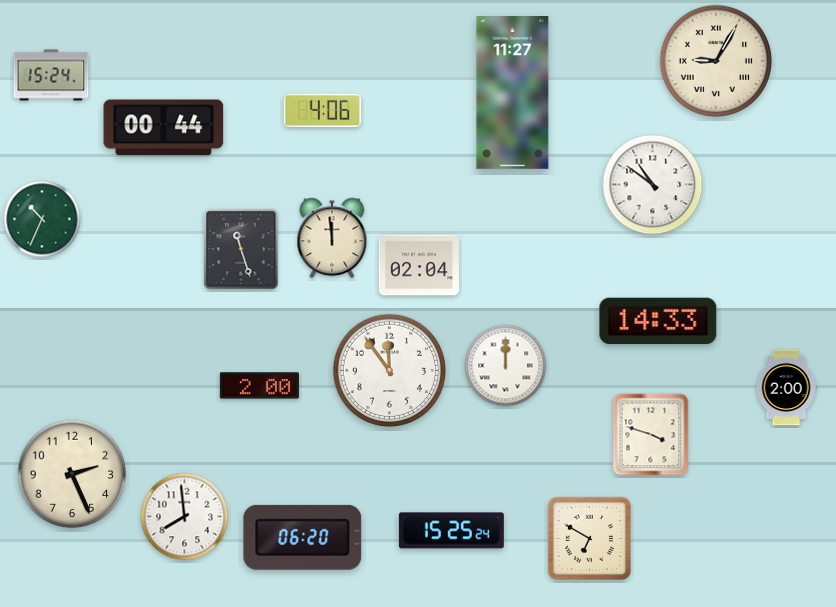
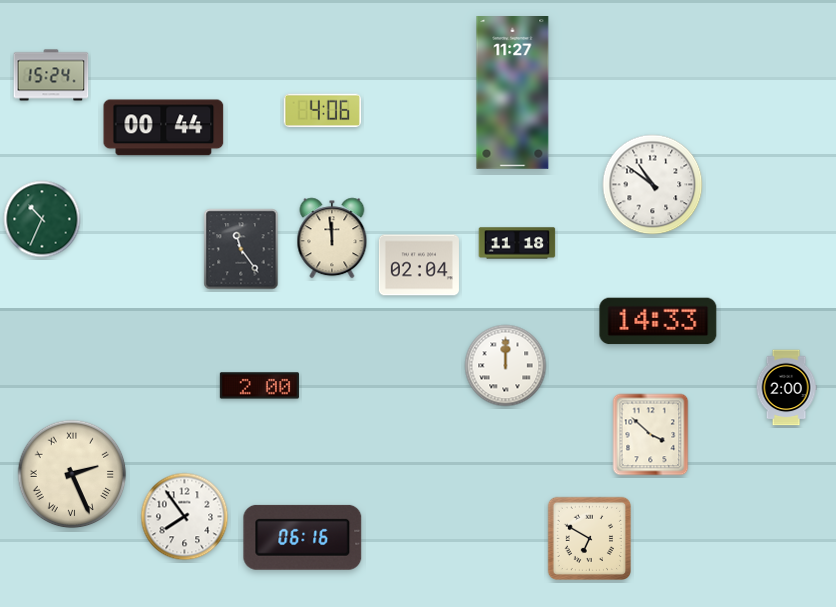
clock at (716, 61): 9:05 -> none
clock at (517, 243): none -> 11:18
clock at (241, 249): 11:27 -> 11:24
clock at (389, 370): 11:54 -> none
clock at (651, 435): 3:48 -> 3:52
clock at (72, 474) numerals: Arabic -> Roman
clock at (185, 517): 7:59 -> 7:54
clock at (451, 531): 15:25 -> none
clock at (303, 537): 06:20 -> 06:16
